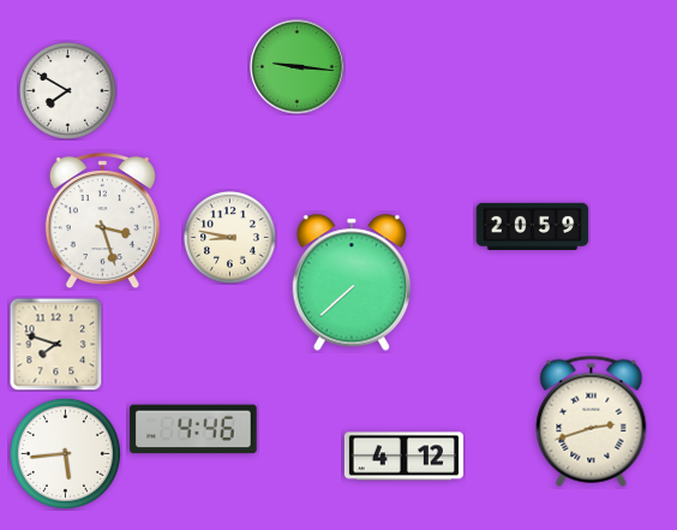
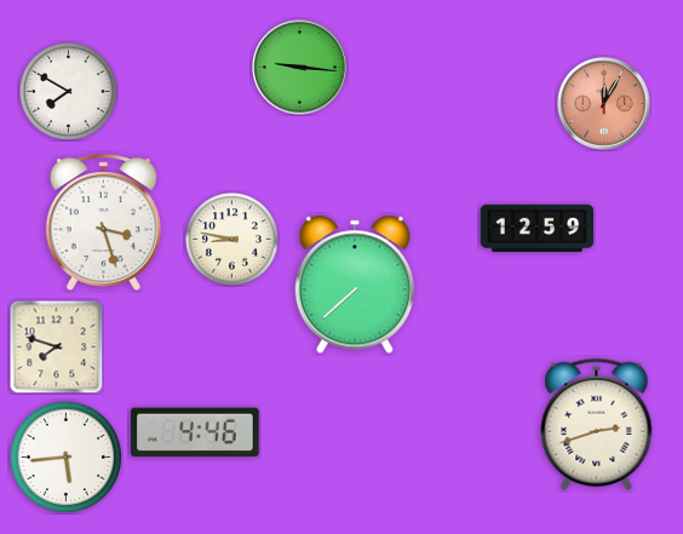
clock at (604, 104): none -> 12:05
clock at (533, 226): 20:59 -> 12:59
clock at (403, 457): 4:12 -> none
